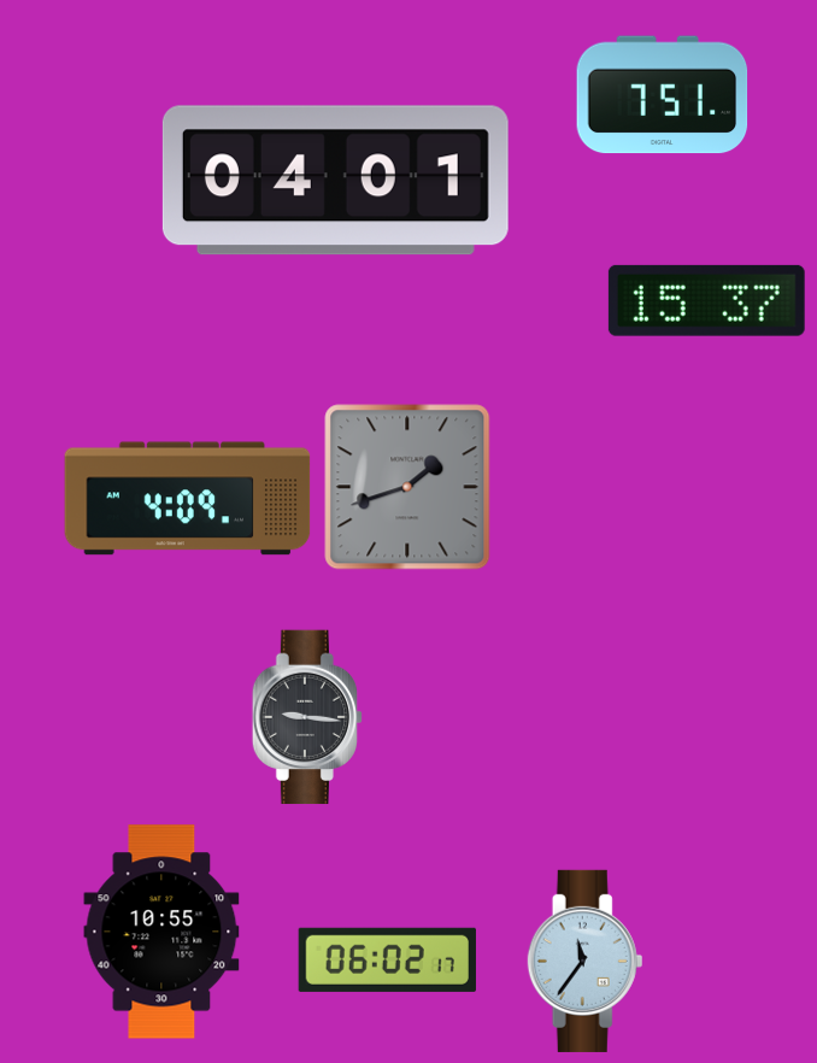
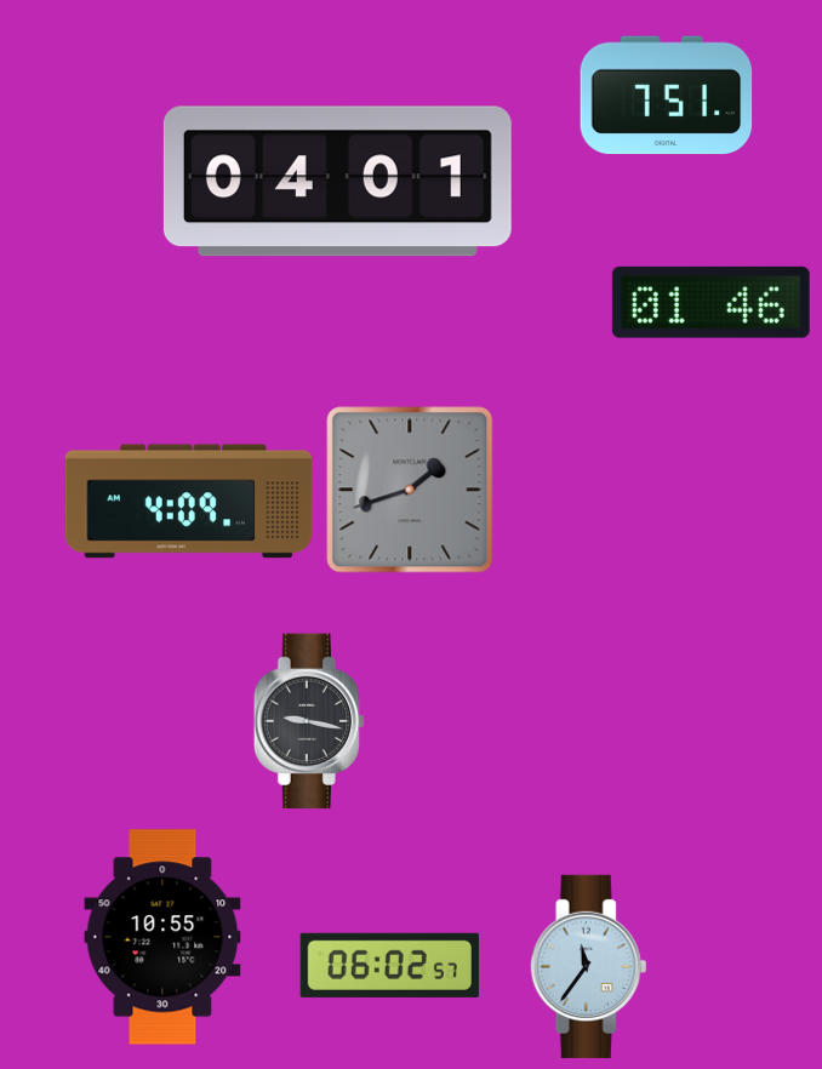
clock at (706, 300): 15:37 -> 01:46
clock at (306, 717): 9:16 -> 9:17
clock at (387, 959): 06:02:17 -> 06:02:57
